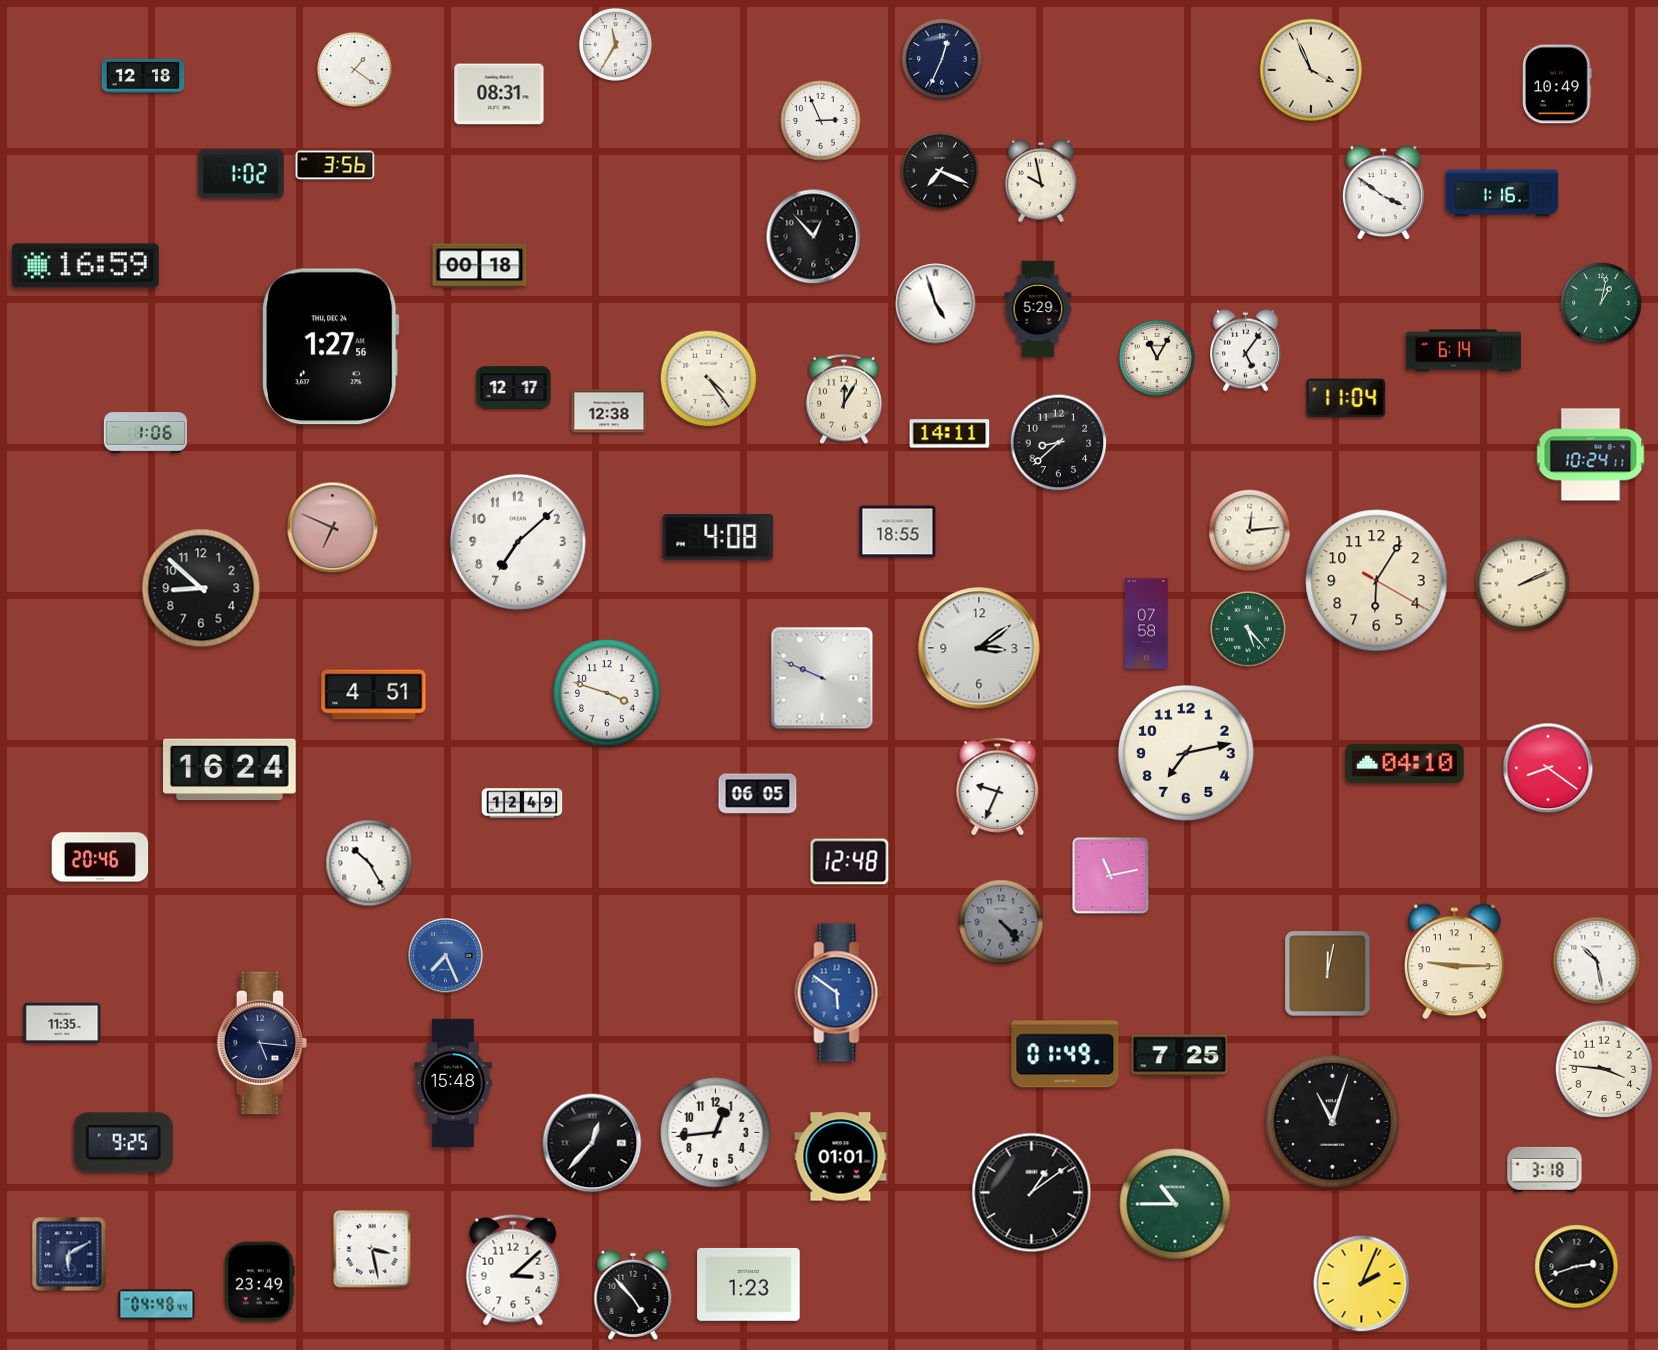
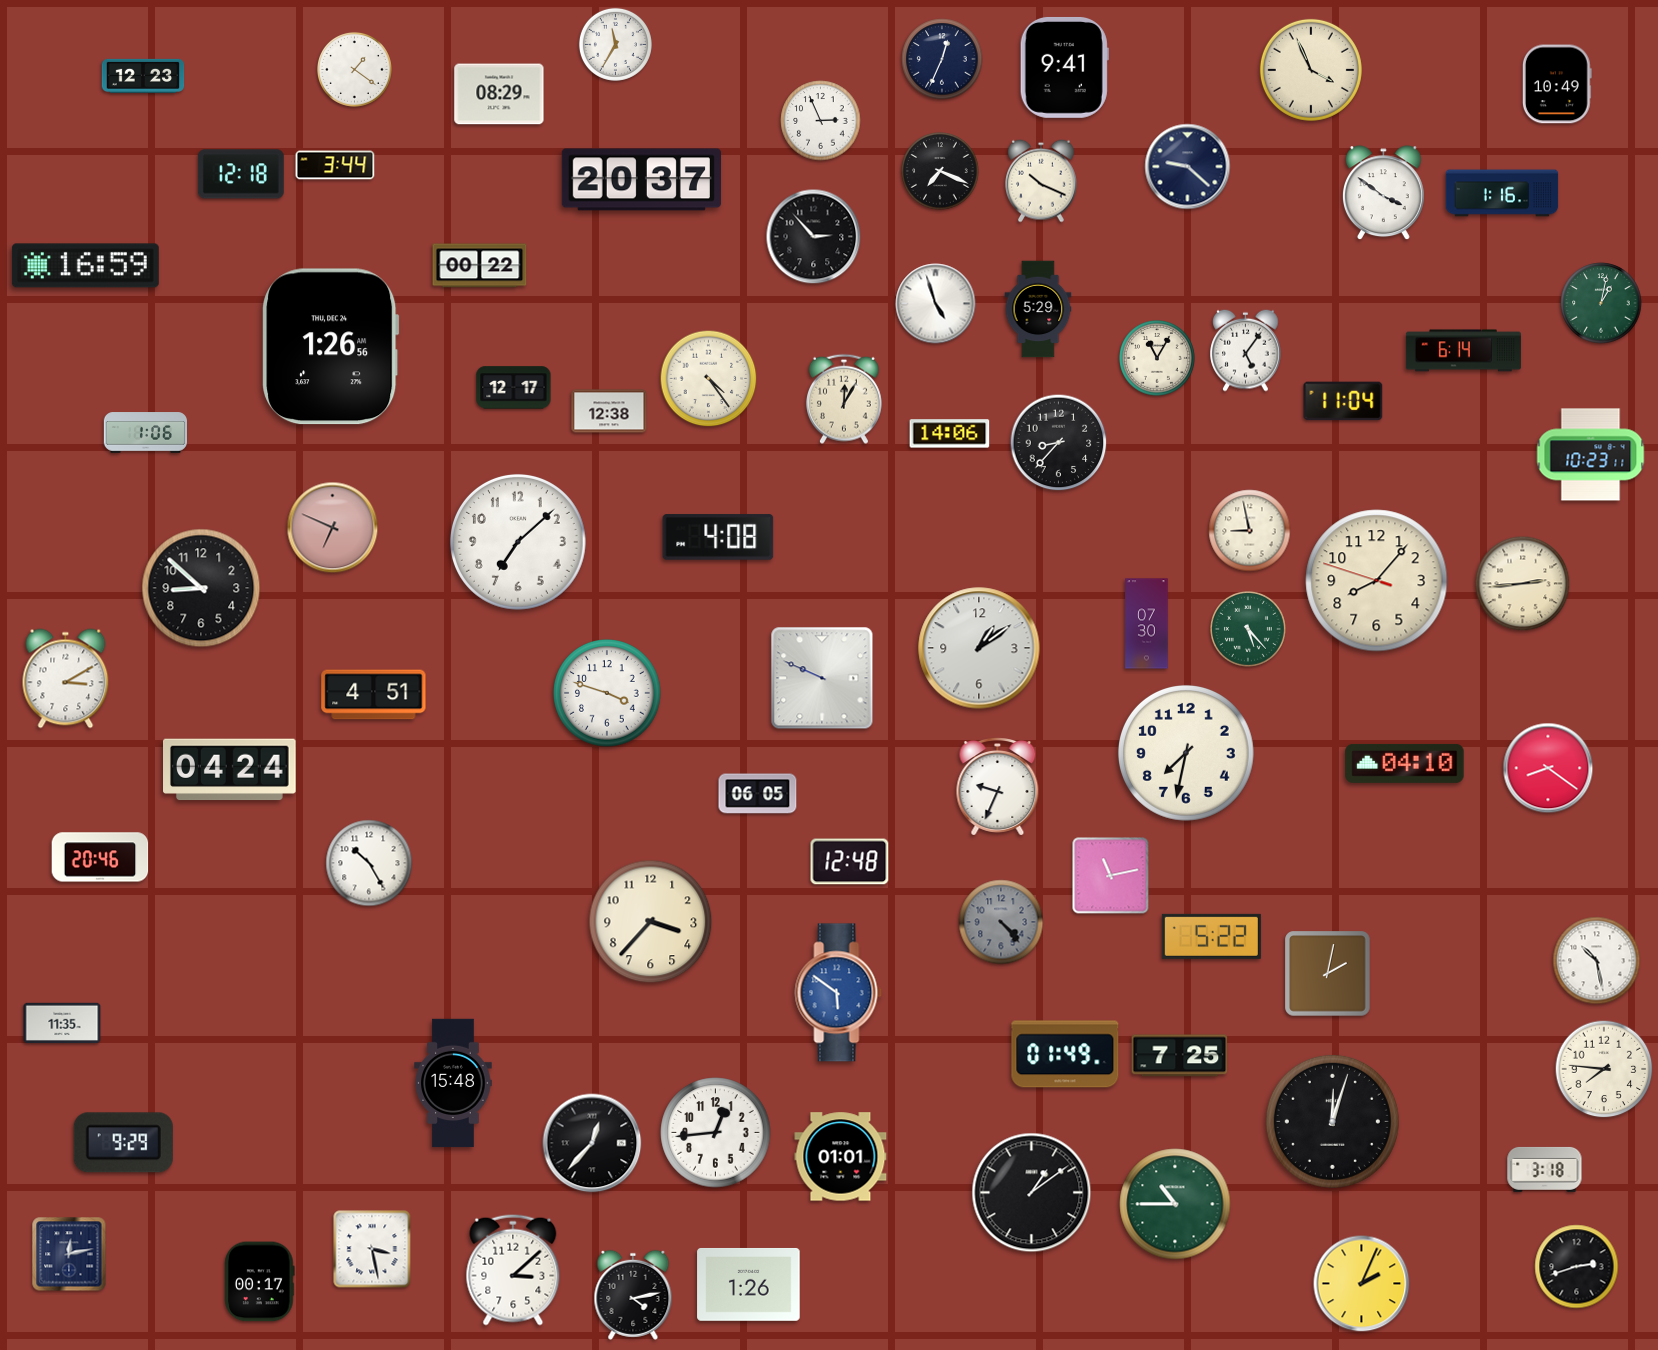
clock at (1064, 67): none -> 9:41
clock at (143, 76): 12:18 -> 12:23
clock at (499, 94): 08:31 -> 08:29
clock at (335, 165): 3:56 -> 3:44
clock at (1188, 167): none -> 9:22
clock at (241, 174): 1:02 -> 12:18
clock at (641, 180): none -> 20:37
clock at (1042, 181): 9:58 -> 10:19
clock at (814, 237): 12:53 -> 2:53
clock at (480, 266): 00:18 -> 00:22
clock at (331, 347): 1:27 -> 1:26
clock at (1346, 398) position: (1346, 398) -> (1343, 401)
clock at (950, 434): 14:11 -> 14:06
clock at (1059, 443): 8:38 -> 8:37
clock at (1591, 455): 10:24 -> 10:23
clock at (1250, 531): 12:14 -> 8:58
clock at (898, 532): 18:55 -> none
clock at (1377, 581): 6:05 -> 8:06
clock at (1523, 584): 2:11 -> 2:44
clock at (1147, 624): 07:58 -> 07:30
clock at (979, 648): 3:09 -> 1:09
clock at (66, 679): none -> 3:10
clock at (1186, 753): 7:13 -> 7:32
clock at (230, 770): 16:24 -> 04:24
clock at (522, 803): 12:49 -> none
clock at (651, 922): none -> 3:37
clock at (1211, 936): none -> 5:22
clock at (446, 956): 7:26 -> none
clock at (1455, 962): 9:15 -> none
clock at (1328, 974): 12:02 -> 2:02
clock at (262, 1043): 5:16 -> none
clock at (1604, 1069): 3:46 -> 7:46
clock at (1332, 1121): 11:03 -> 12:03
clock at (123, 1143): 9:25 -> 9:29
clock at (69, 1254): 6:10 -> 12:13
clock at (260, 1282): 23:49 -> 00:17
clock at (749, 1284): 1:23 -> 1:26
clock at (633, 1295): 4:53 -> 4:13
clock at (157, 1305): 04:48 -> none
